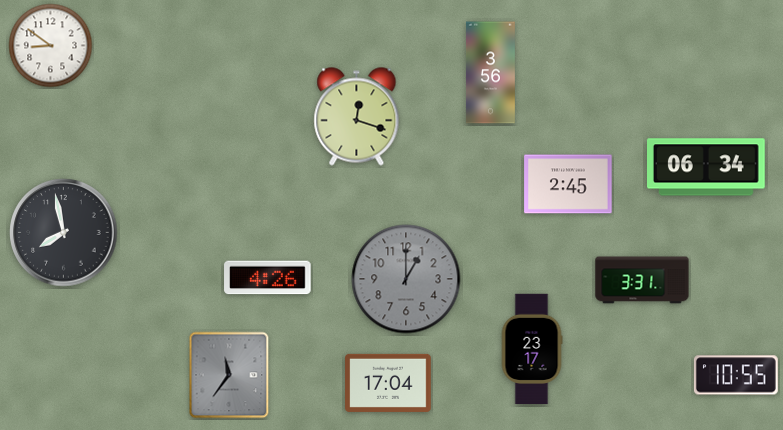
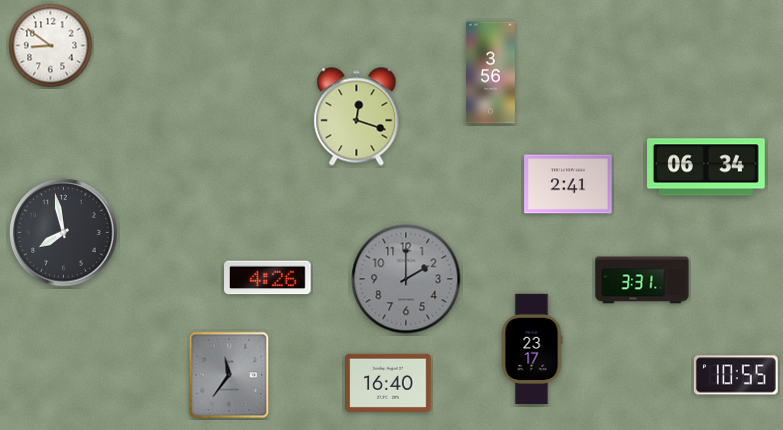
clock at (568, 184): 2:45 -> 2:41
clock at (406, 279): 1:00 -> 2:00
clock at (388, 383): 17:04 -> 16:40
